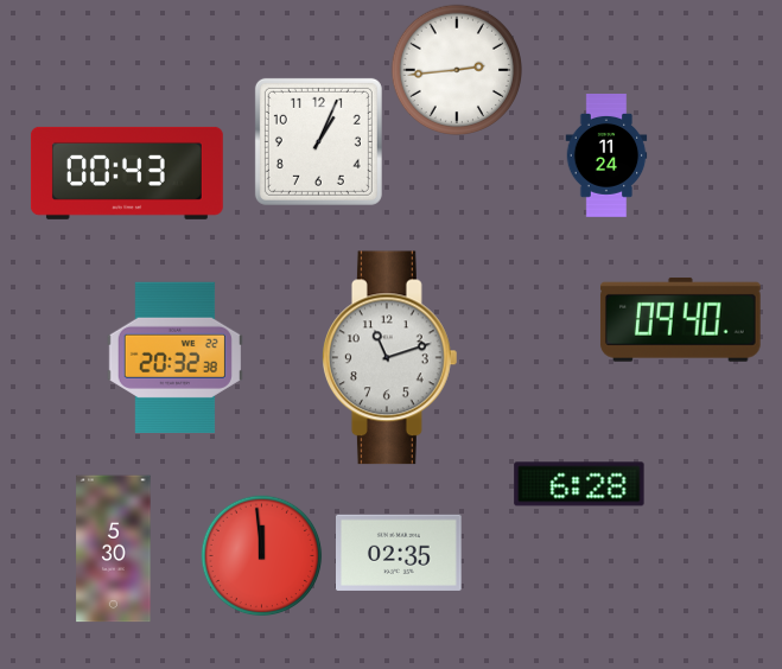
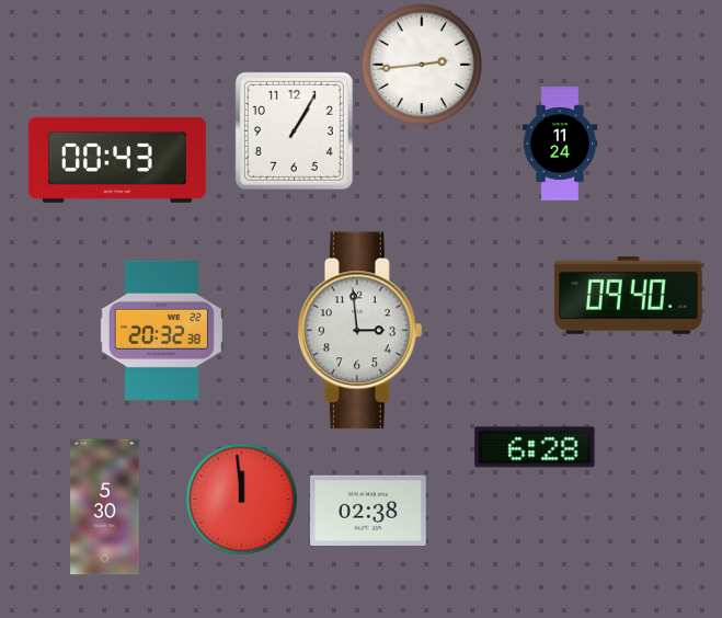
clock at (318, 141): 1:04 -> 1:05
clock at (390, 358): 11:12 -> 2:59
clock at (399, 553): 02:35 -> 02:38
clock at (262, 556) position: (262, 556) -> (242, 500)
